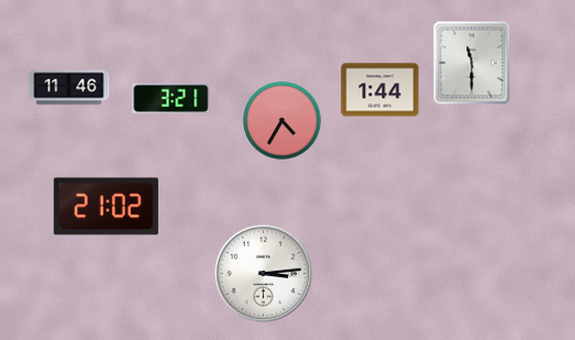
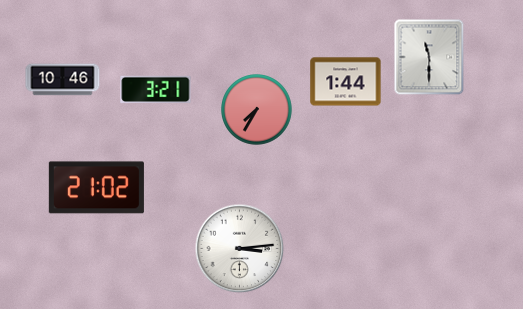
clock at (69, 88): 11:46 -> 10:46
clock at (283, 121): 4:35 -> 7:35
